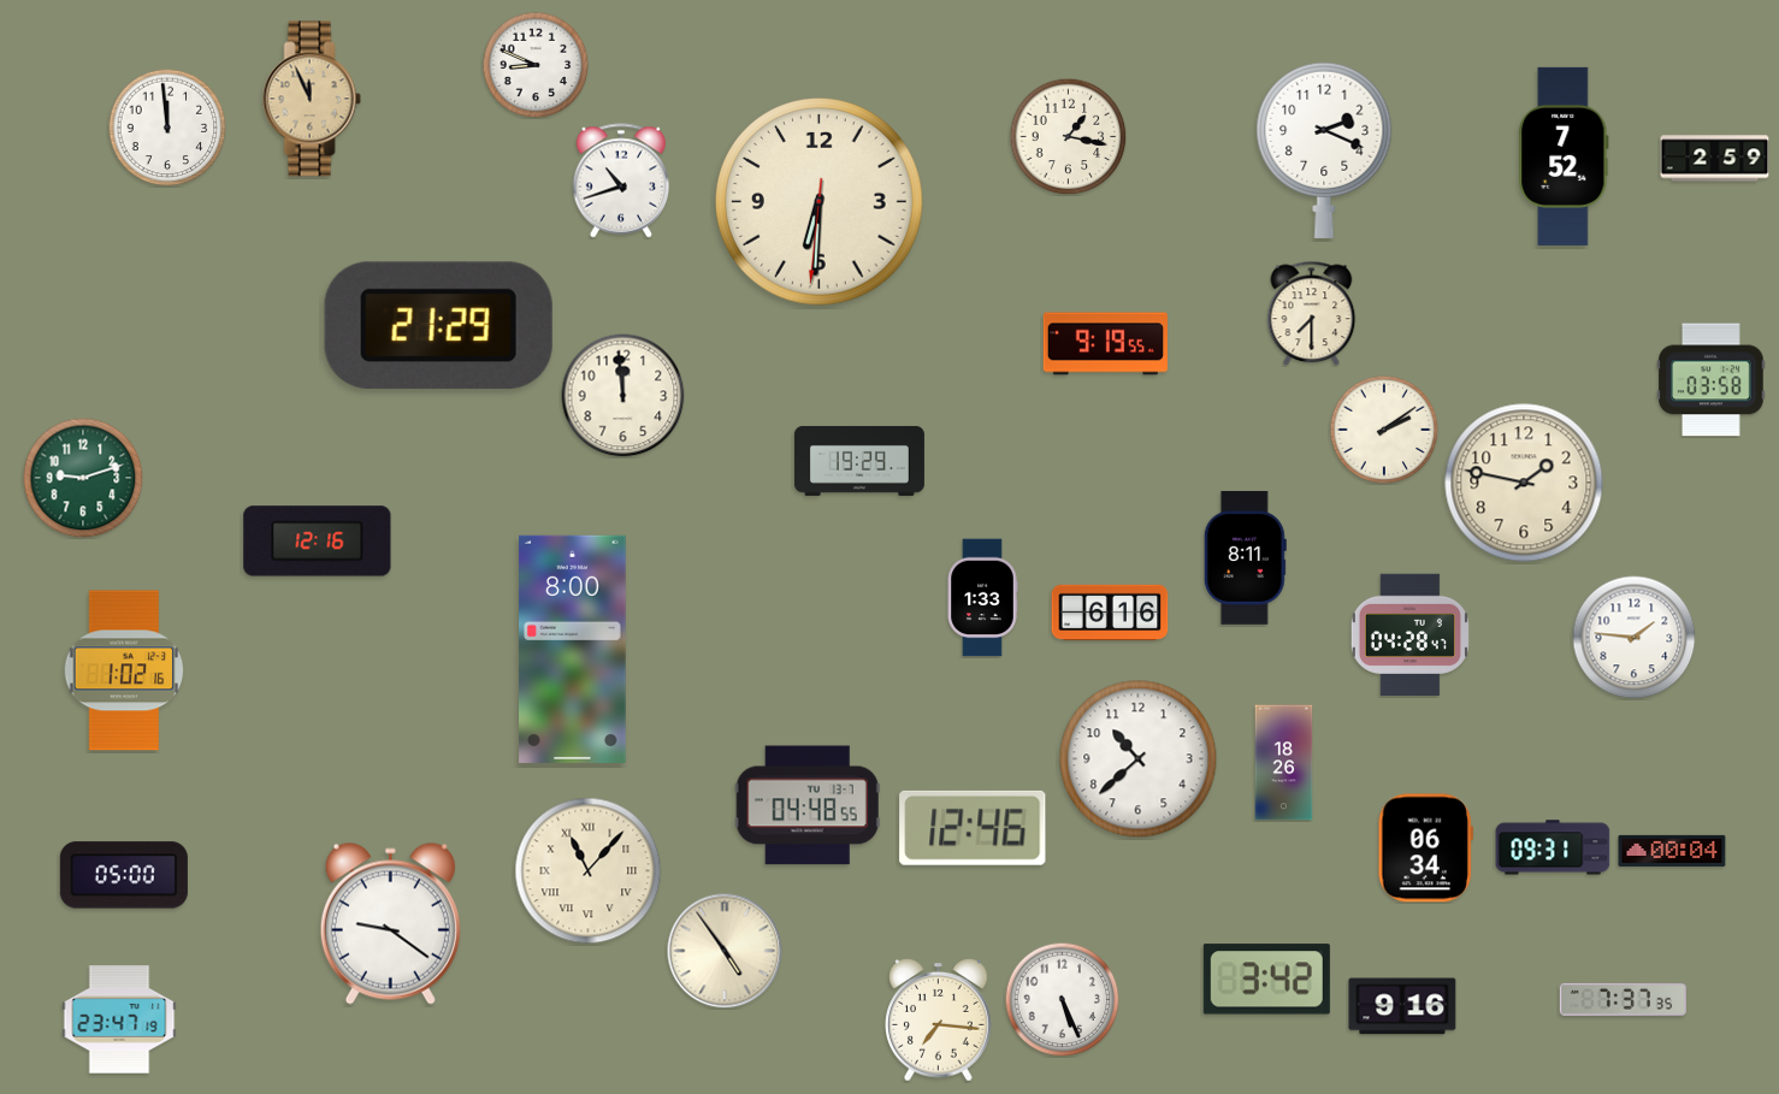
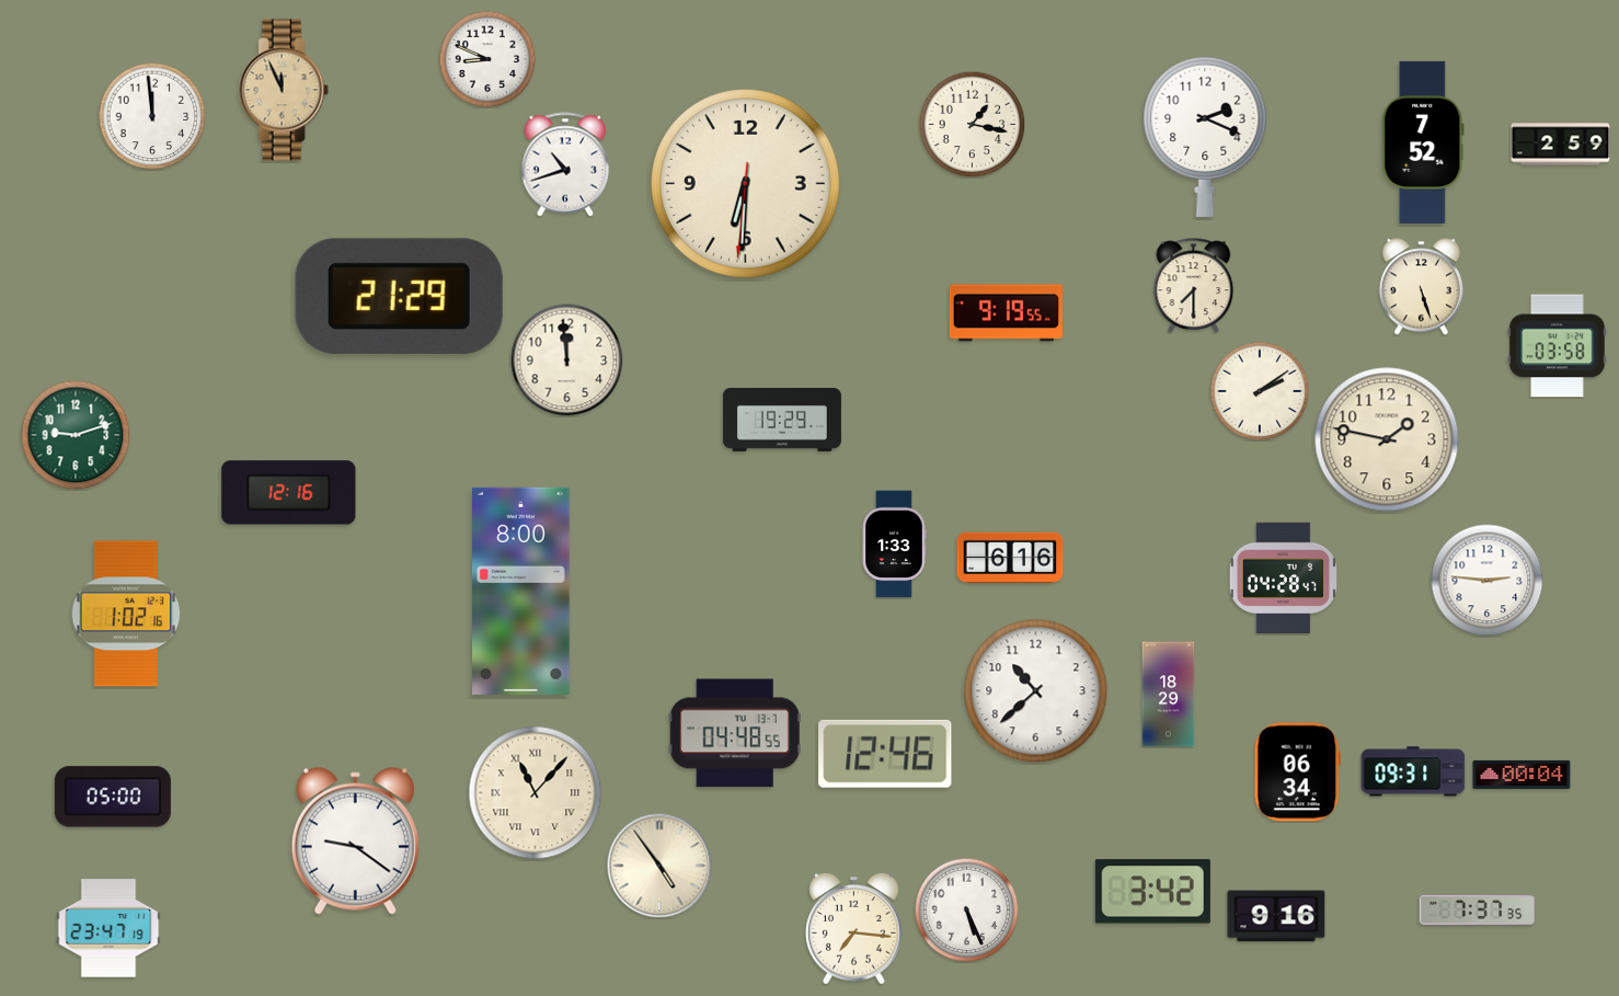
clock at (1421, 287): none -> 5:27
clock at (1245, 557): 8:11 -> none
clock at (1635, 638): 1:46 -> 2:46
clock at (124, 670) position: (124, 670) -> (126, 614)
clock at (1284, 763): 18:26 -> 18:29
